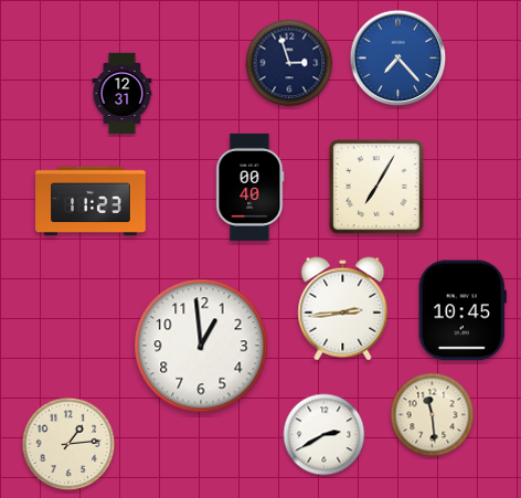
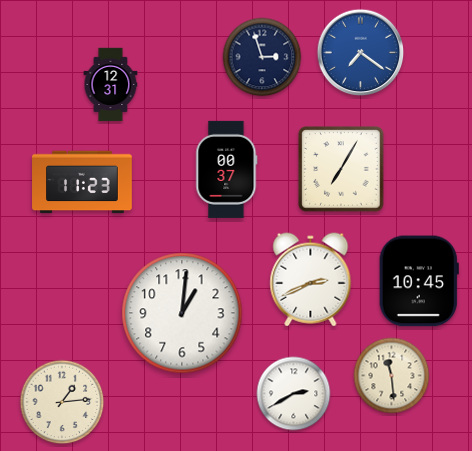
clock at (398, 59): 7:23 -> 7:21
clock at (251, 187): 00:40 -> 00:37
clock at (343, 309): 2:44 -> 2:41
clock at (201, 346): 12:59 -> 1:01
